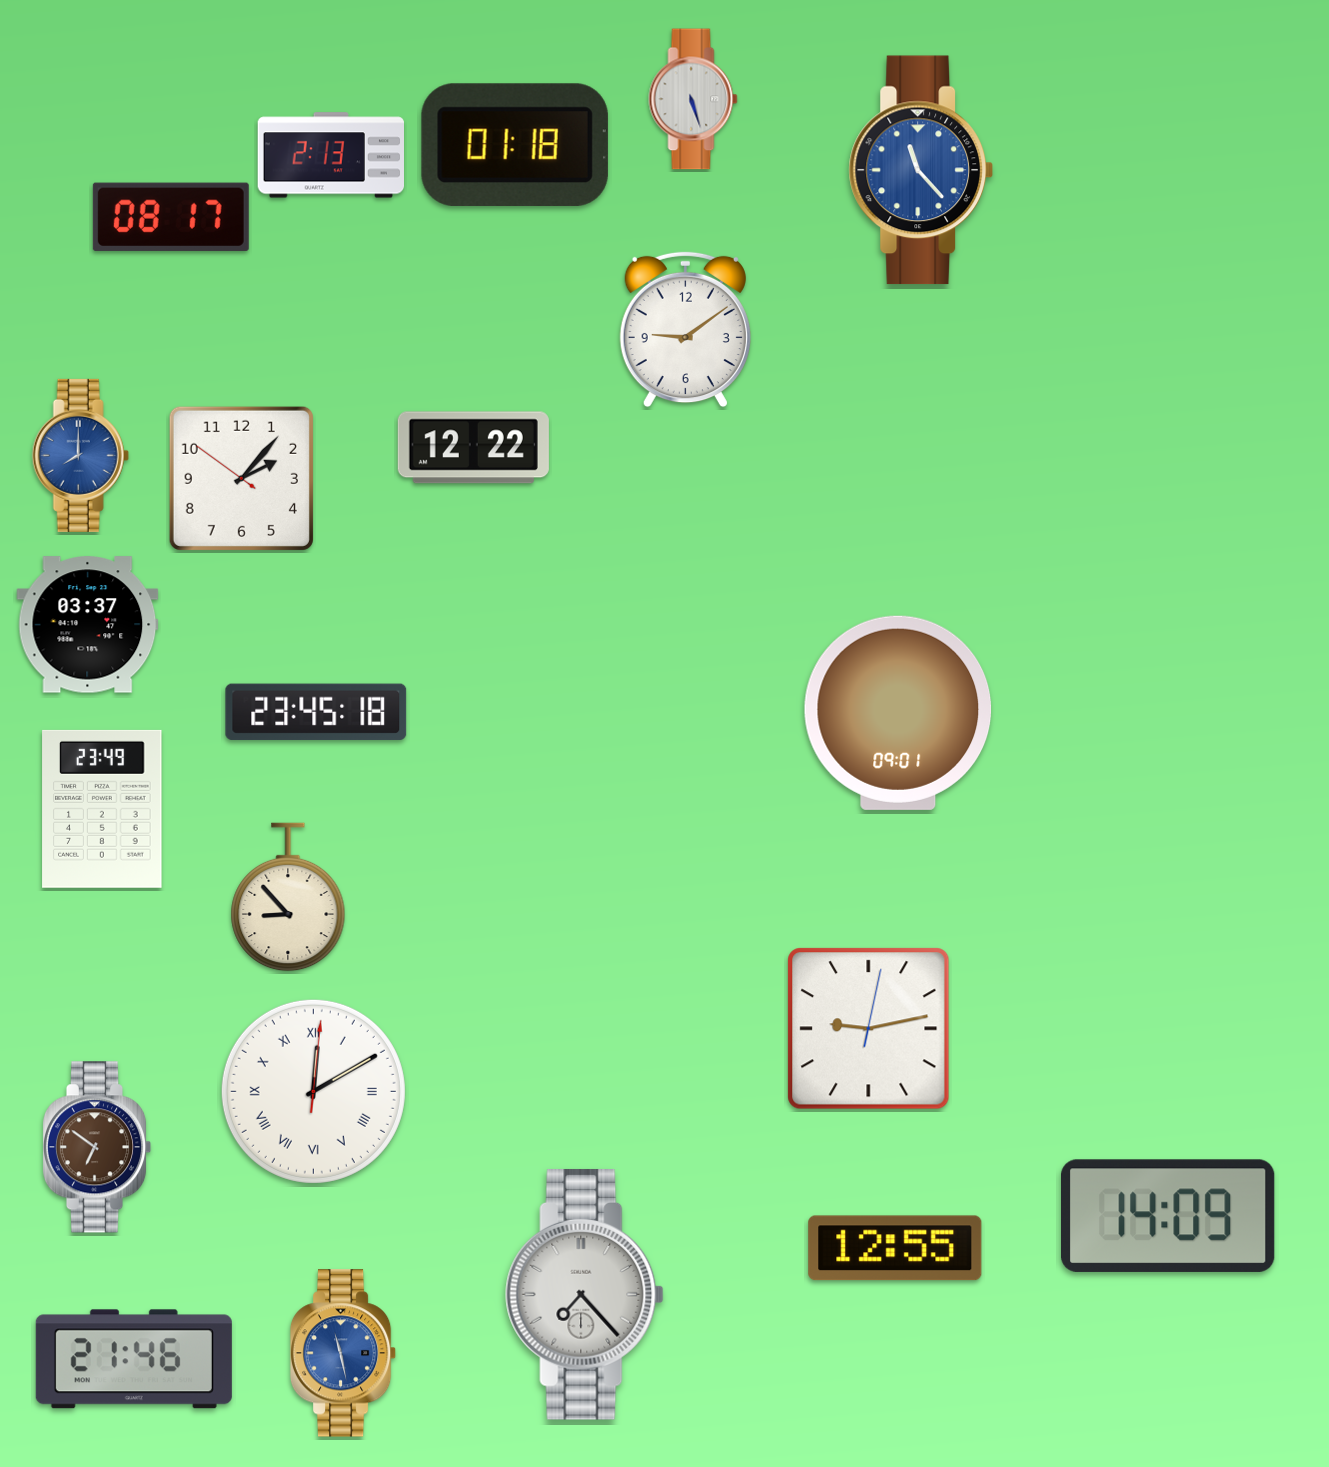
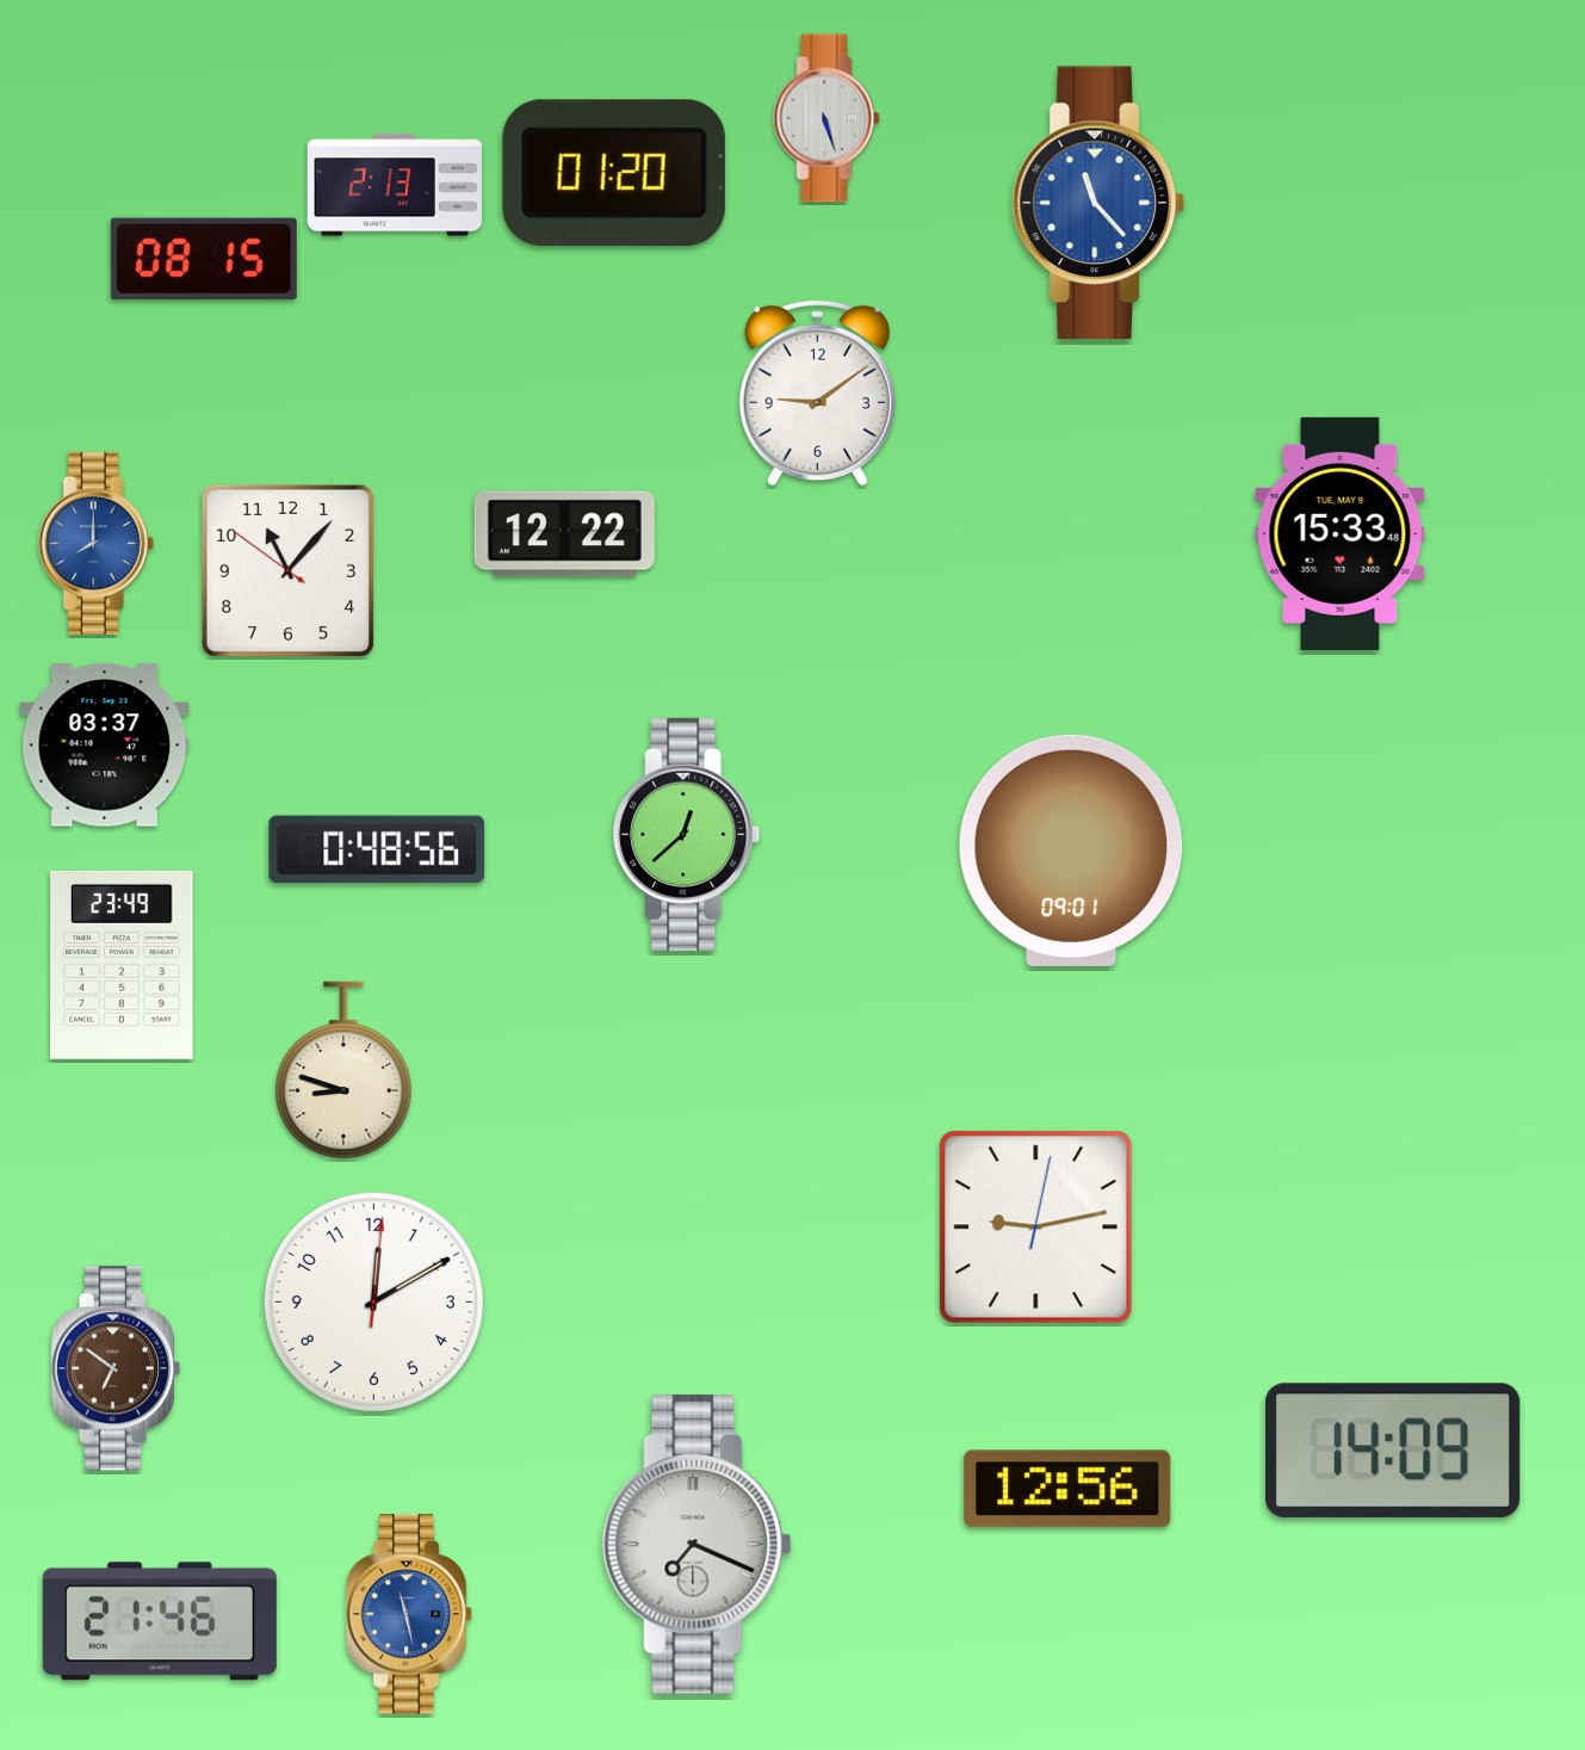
clock at (515, 145): 01:18 -> 01:20
clock at (171, 217): 08:17 -> 08:15
clock at (1341, 533): none -> 15:33
clock at (241, 478): 2:06 -> 11:06
clock at (687, 834): none -> 12:38
clock at (316, 712): 23:45 -> 0:48
clock at (288, 897): 8:53 -> 8:48
clock at (313, 1091) numerals: Roman -> Arabic
clock at (895, 1248): 12:55 -> 12:56
clock at (585, 1294): 7:23 -> 7:19
